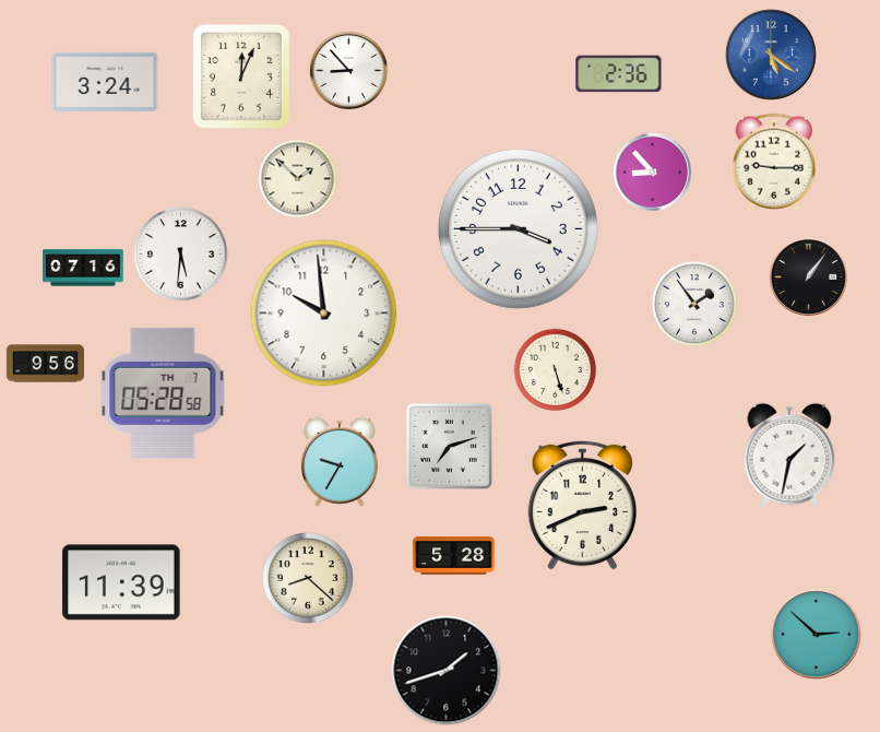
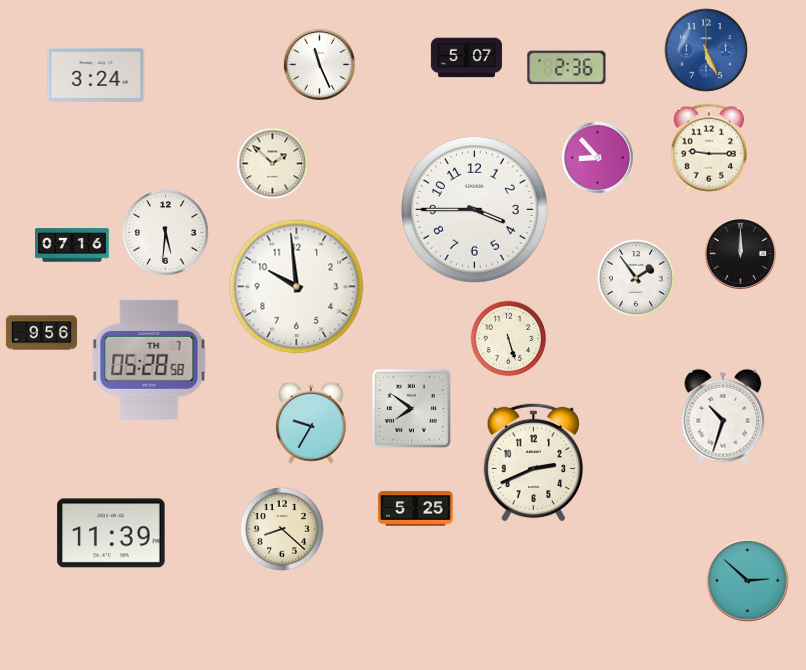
clock at (771, 55): 5:21 -> 5:26
clock at (466, 58): none -> 5:07
clock at (348, 70): 8:53 -> 11:26
clock at (241, 76): 12:04 -> none
clock at (83, 268) position: (83, 268) -> (72, 245)
clock at (808, 276): 1:06 -> 12:00
clock at (449, 446): 7:12 -> 7:51
clock at (789, 456): 1:32 -> 10:33
clock at (454, 556): 5:28 -> 5:25
clock at (447, 671): 1:42 -> none
